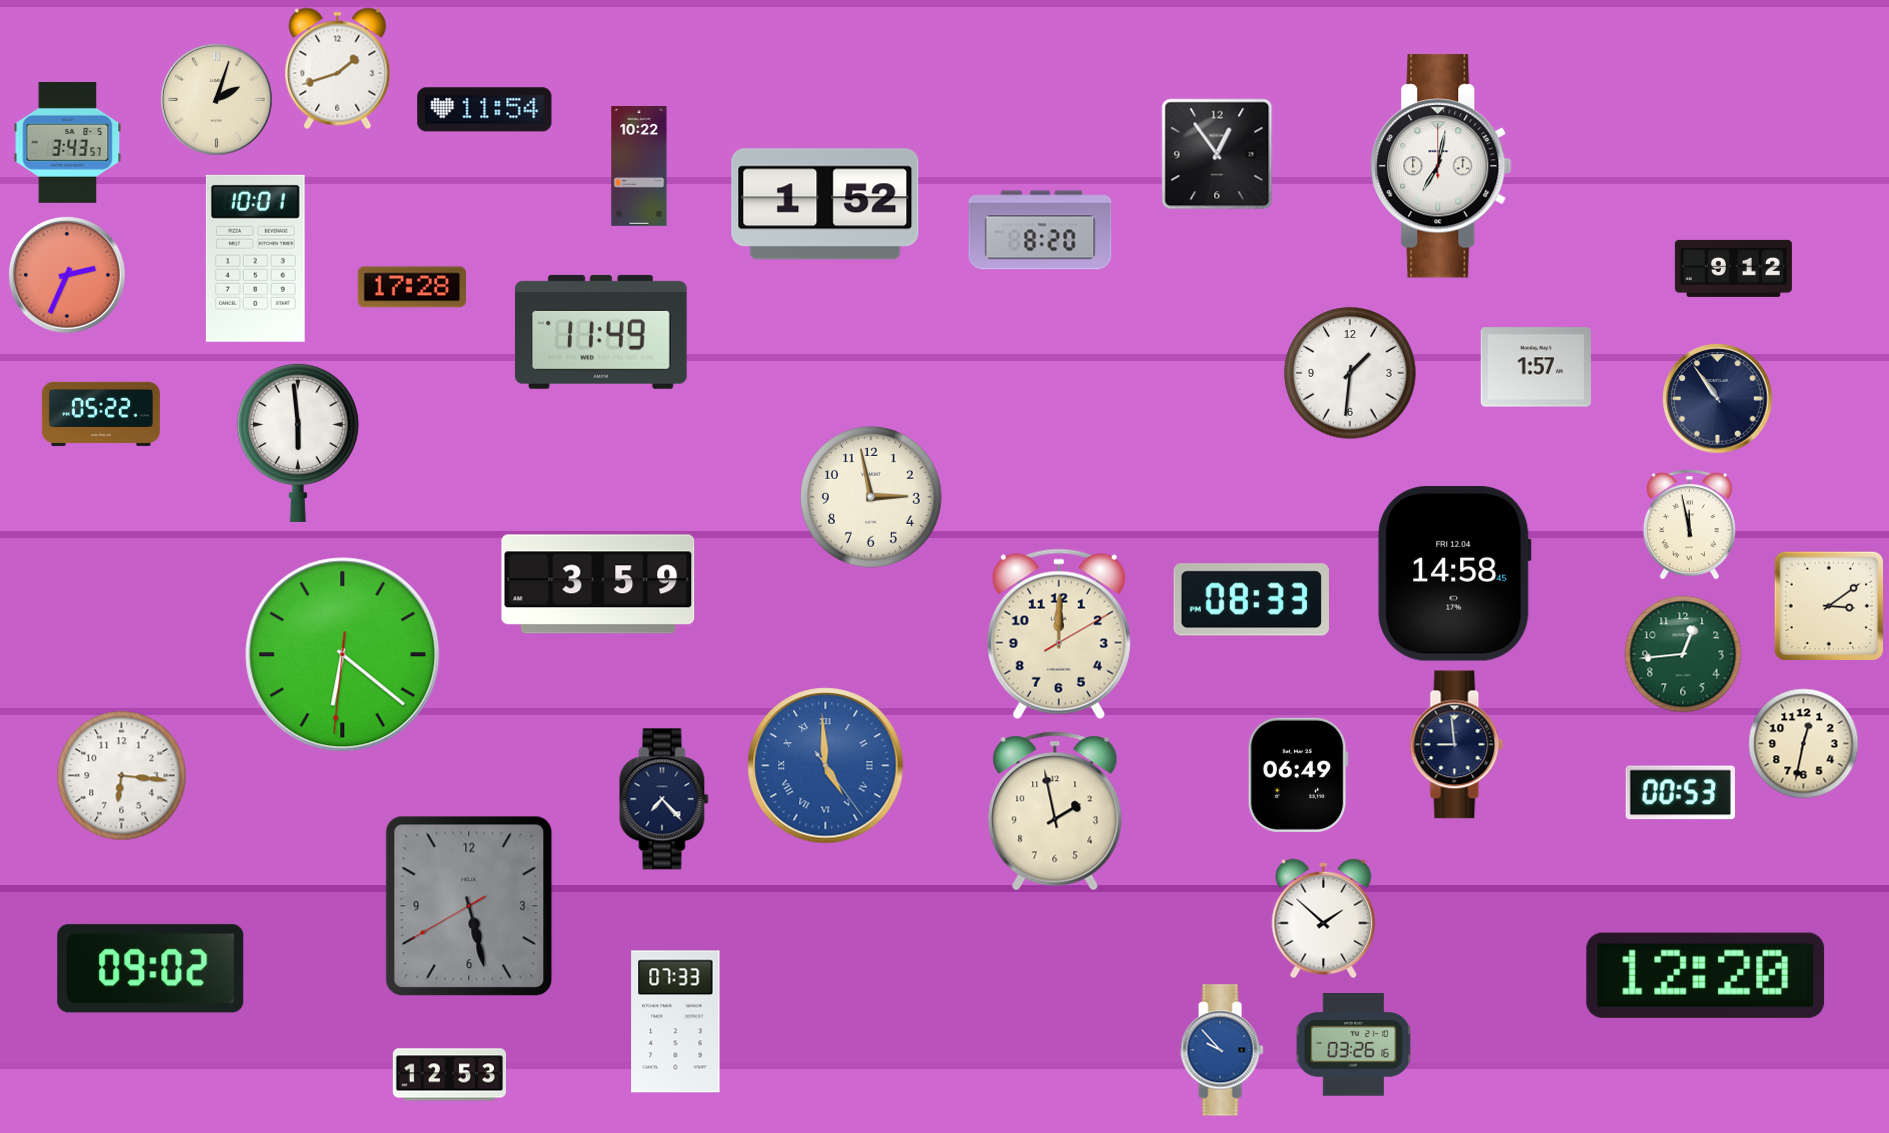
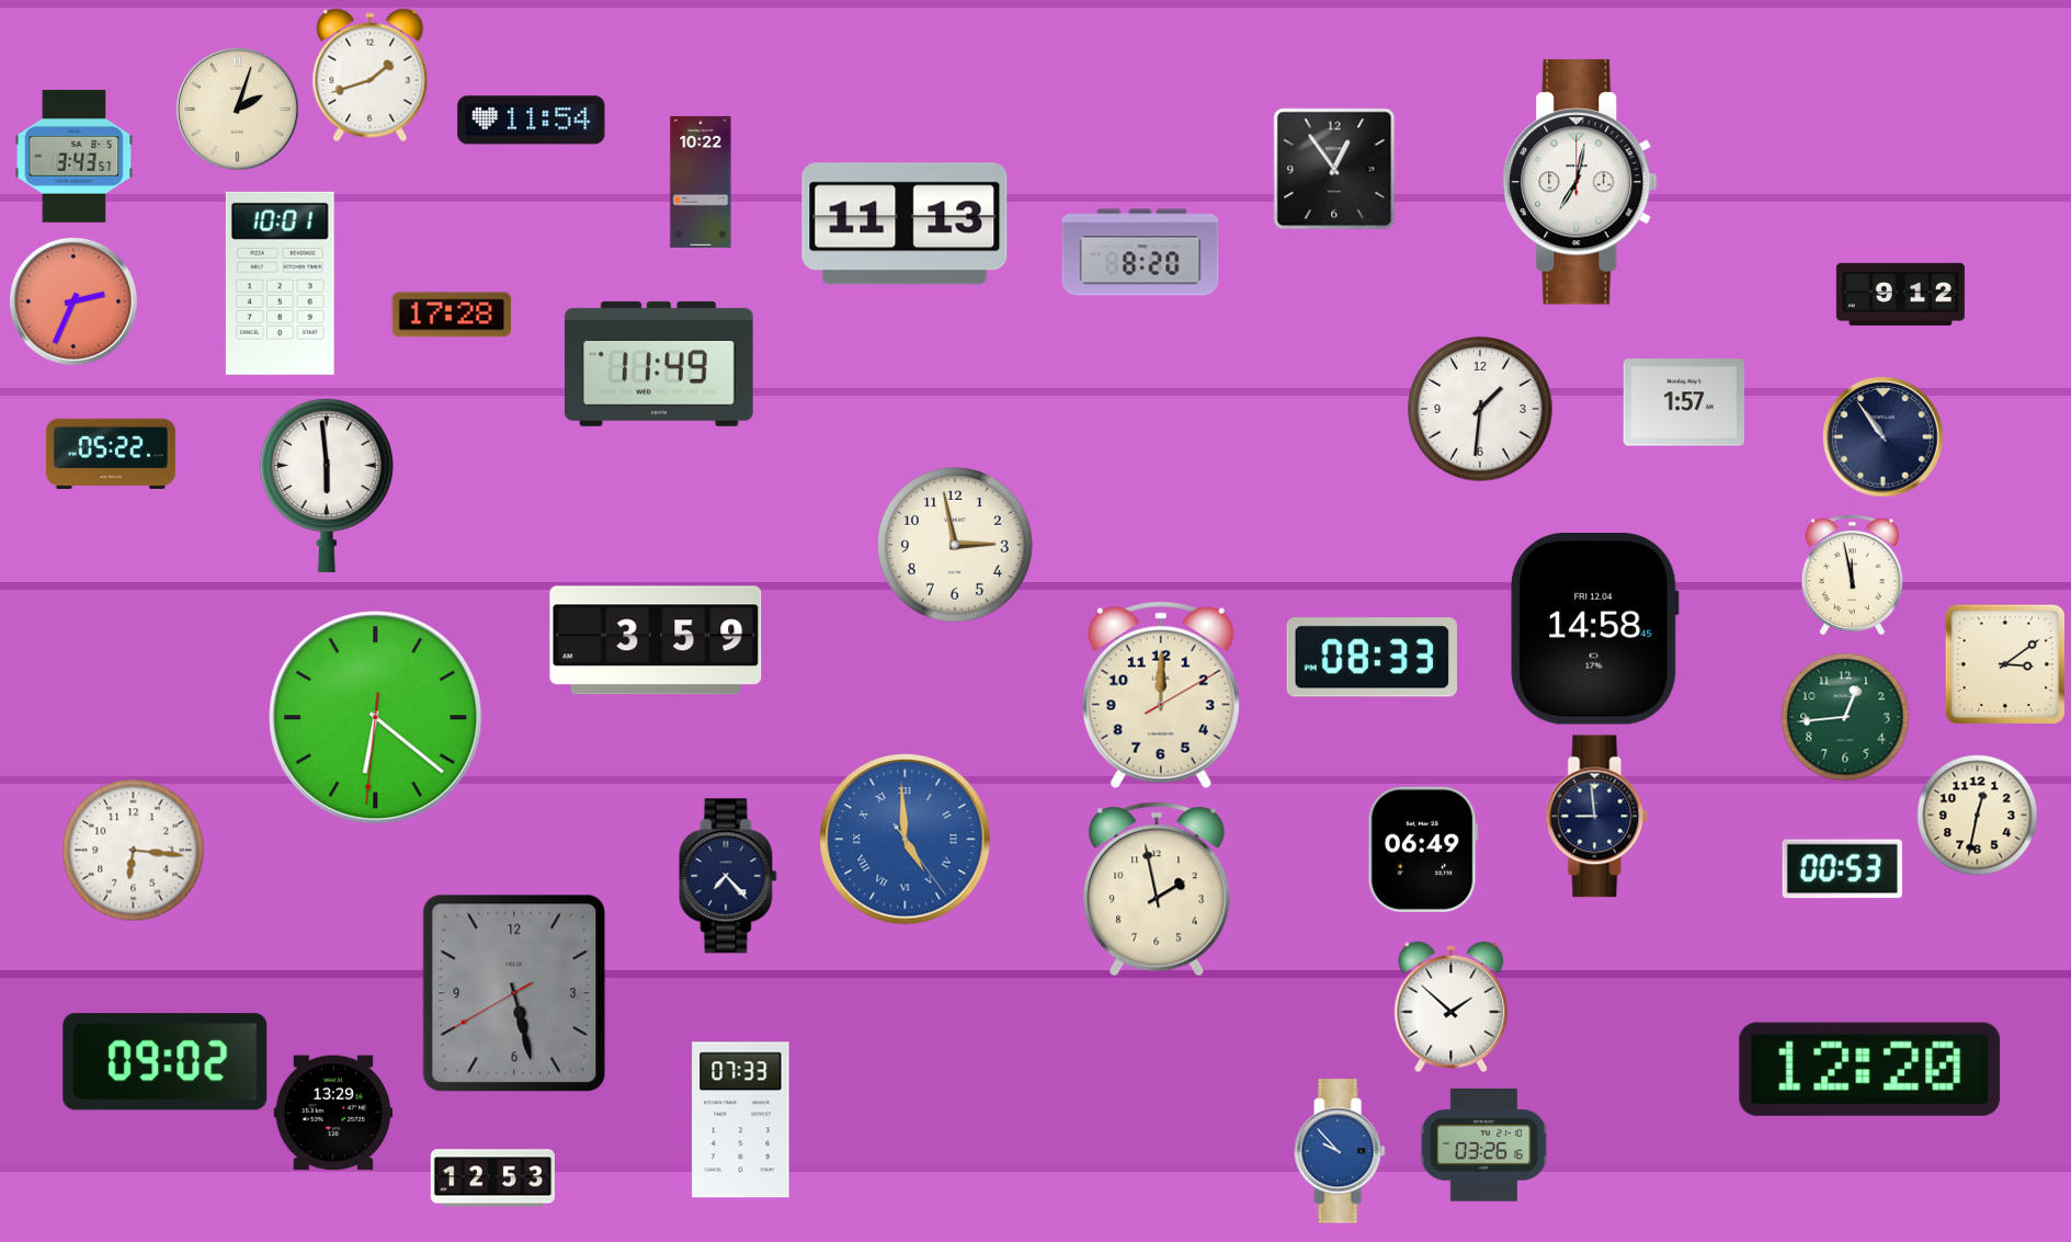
clock at (825, 204): 1:52 -> 11:13
clock at (333, 1113): none -> 13:29
